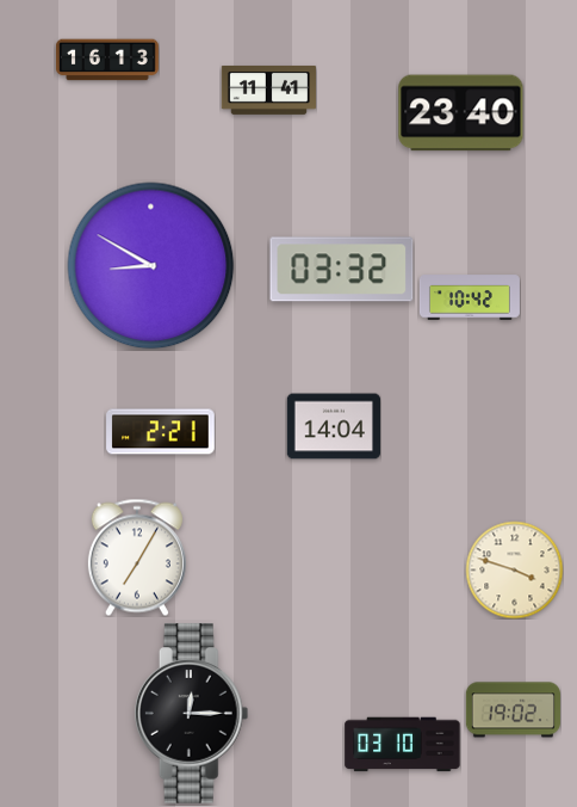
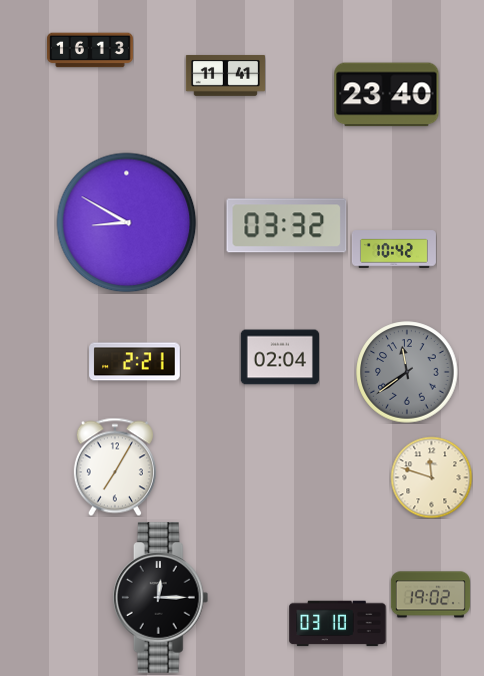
clock at (333, 426): 14:04 -> 02:04
clock at (407, 372): none -> 11:39
clock at (514, 569): 3:48 -> 11:48
